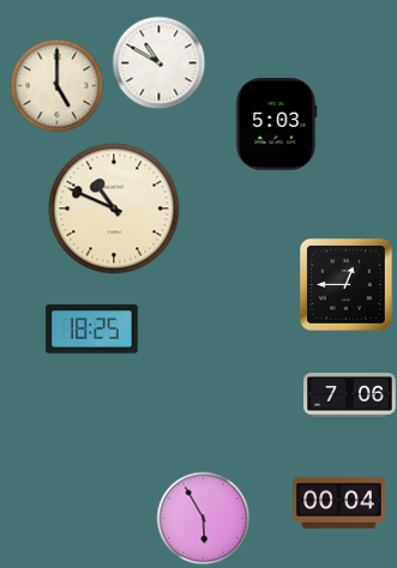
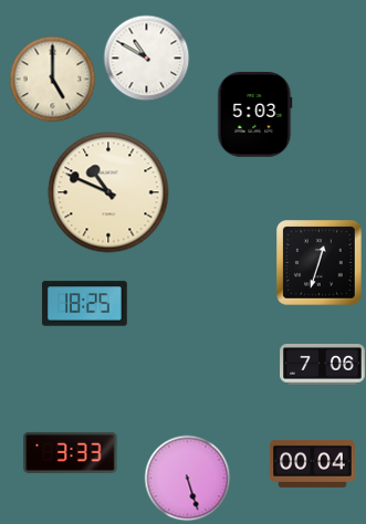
clock at (114, 209) position: (114, 209) -> (108, 192)
clock at (347, 285): 12:45 -> 12:33
clock at (71, 452): none -> 3:33
clock at (203, 518): 5:55 -> 5:27
